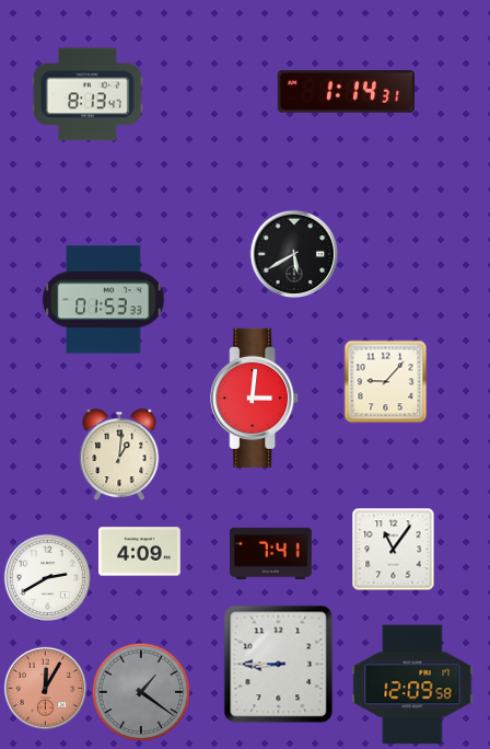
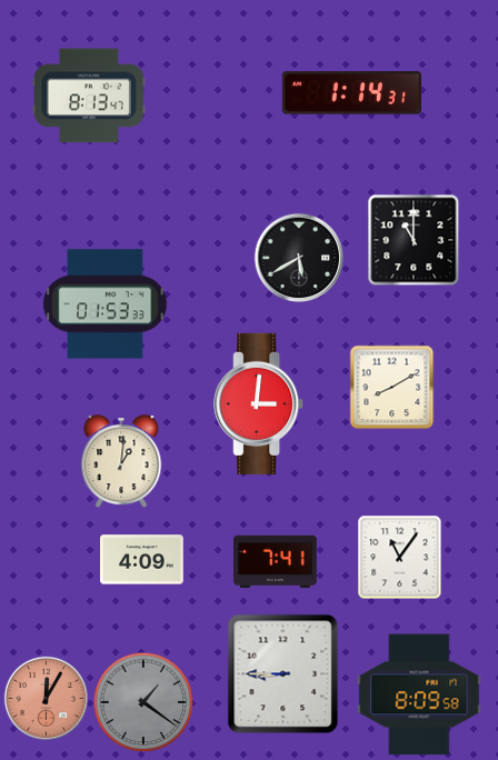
clock at (414, 240): none -> 11:00
clock at (386, 382): 9:07 -> 8:10
clock at (47, 577): 2:40 -> none
clock at (412, 684): 12:09 -> 8:09
